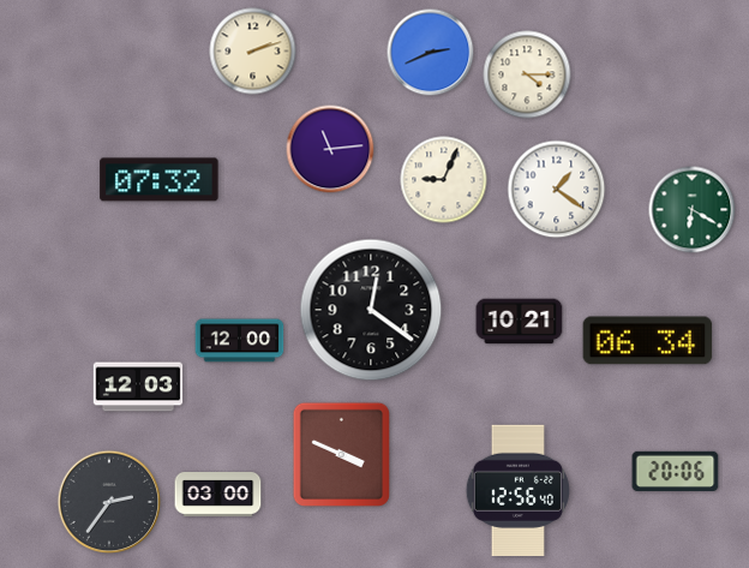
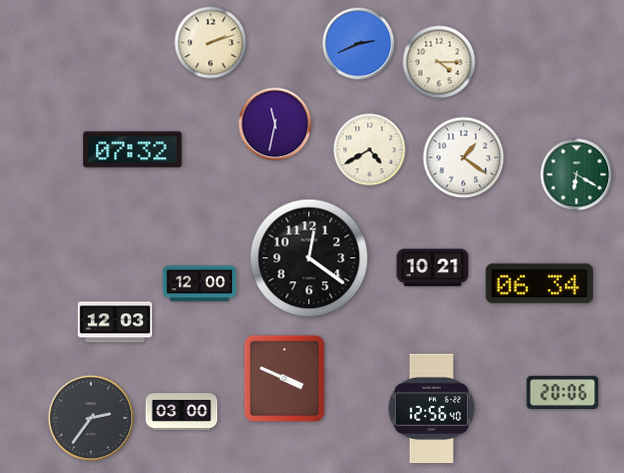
clock at (330, 149): 11:14 -> 11:32
clock at (444, 180): 9:04 -> 4:40
